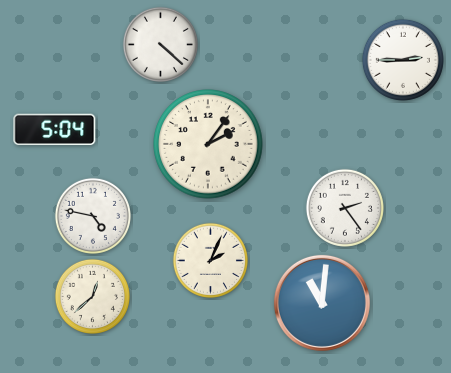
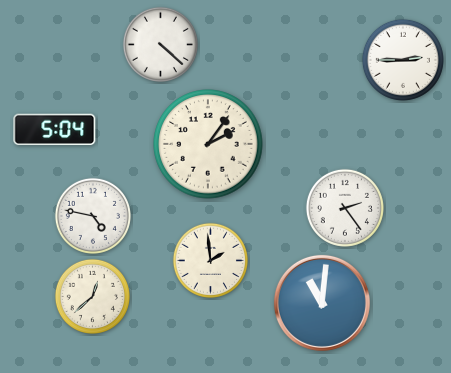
clock at (210, 260): 2:04 -> 1:59
